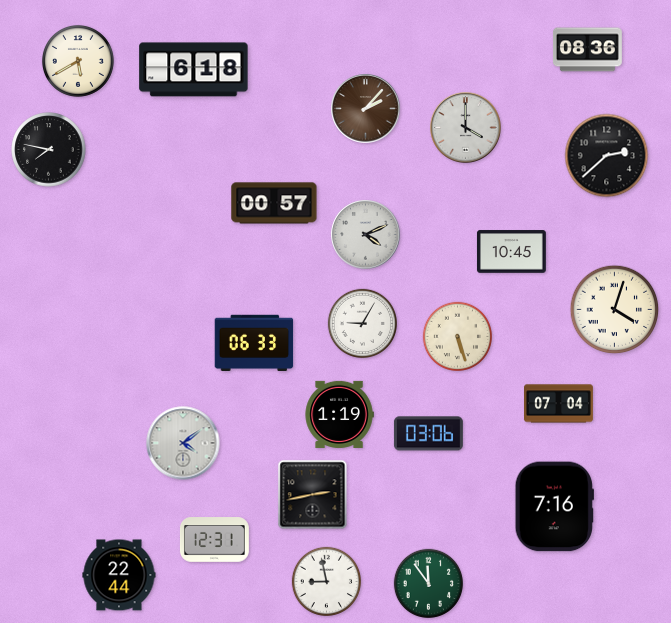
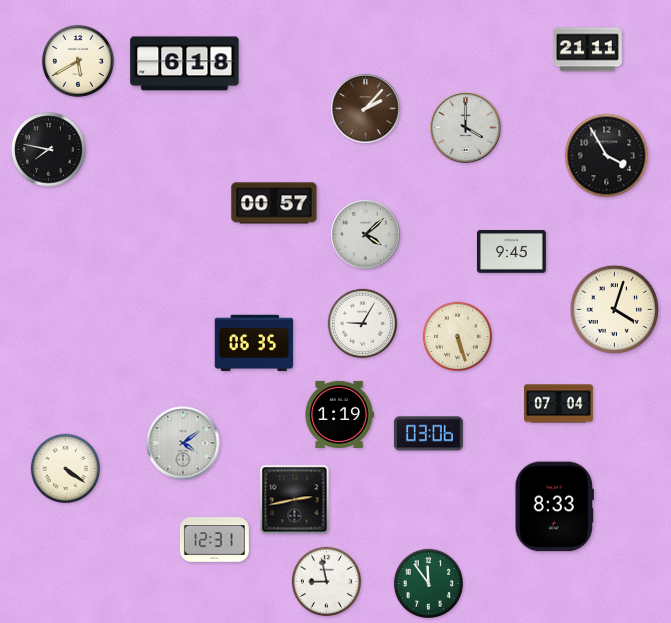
clock at (587, 50): 08:36 -> 21:11
clock at (194, 70) position: (194, 70) -> (185, 64)
clock at (607, 156): 2:38 -> 3:55
clock at (366, 235): 4:11 -> 4:08
clock at (511, 252): 10:45 -> 9:45
clock at (254, 343): 06:33 -> 06:35
clock at (65, 468): none -> 4:21
clock at (313, 495) position: (313, 495) -> (295, 500)
clock at (554, 507): 7:16 -> 8:33
clock at (119, 575): 22:44 -> none
